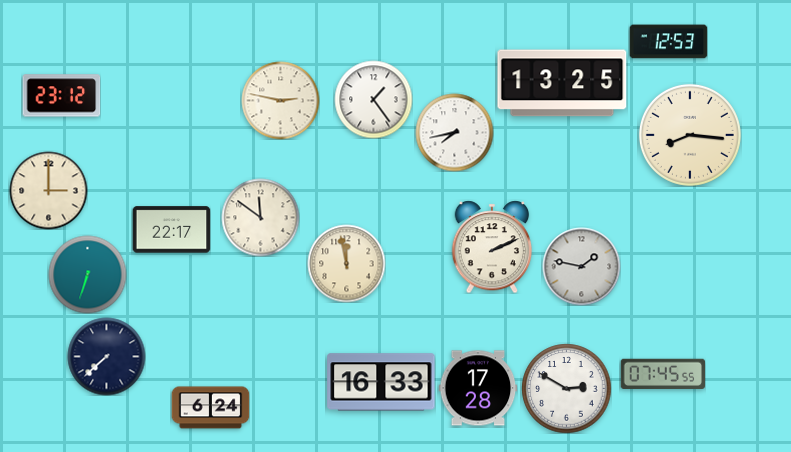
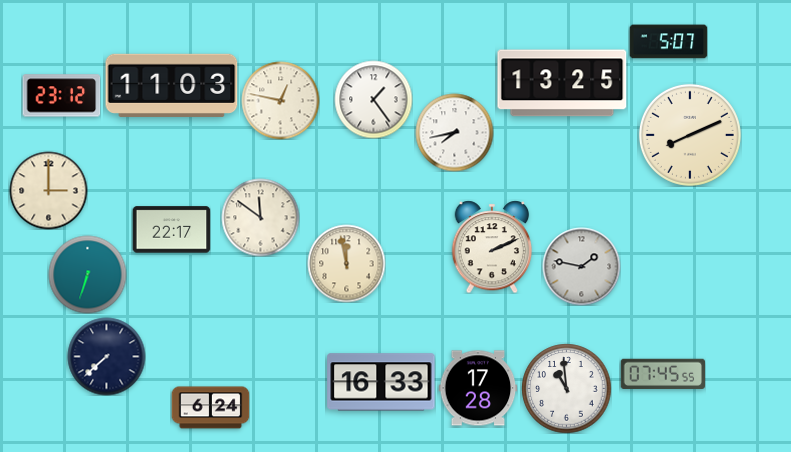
clock at (668, 42): 12:53 -> 5:07
clock at (172, 85): none -> 11:03
clock at (280, 100): 2:47 -> 12:47
clock at (690, 135): 8:16 -> 8:11
clock at (566, 388): 2:50 -> 10:59
